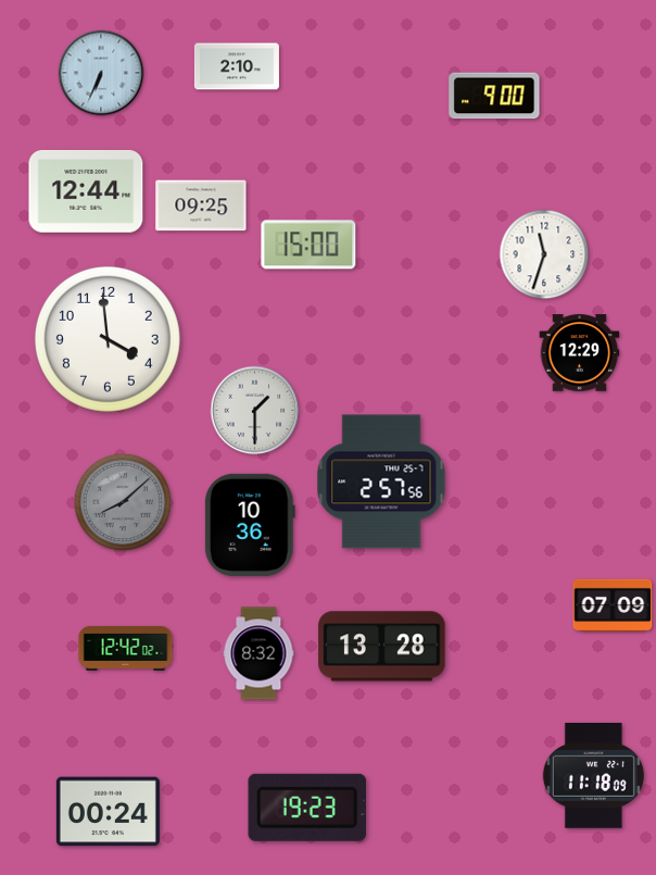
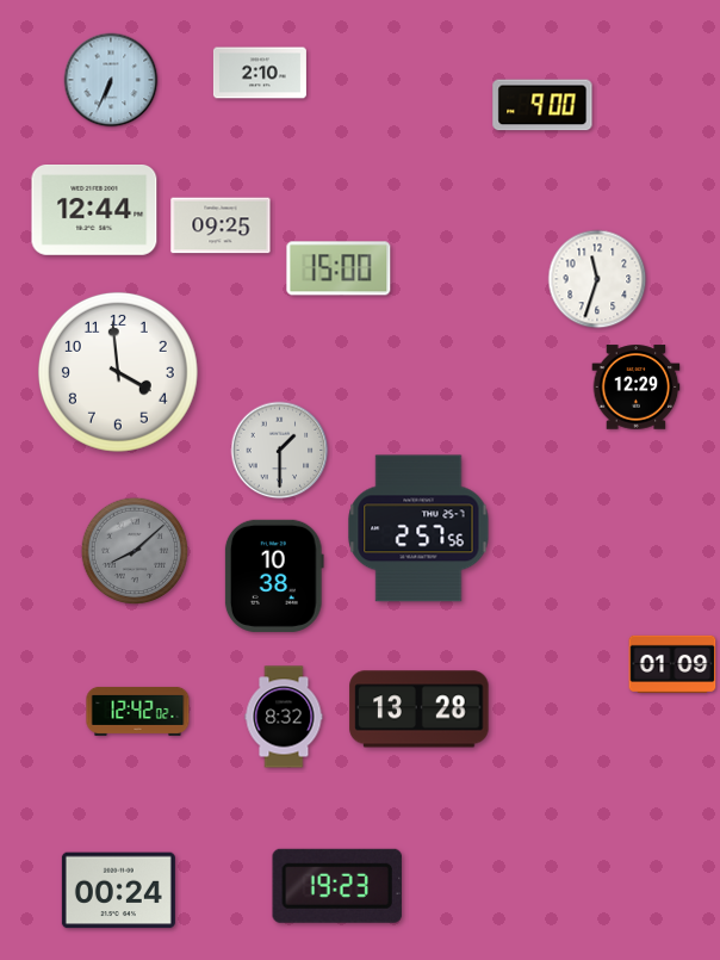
clock at (250, 525): 10:36 -> 10:38
clock at (613, 604): 07:09 -> 01:09
clock at (593, 775): 11:18 -> none
